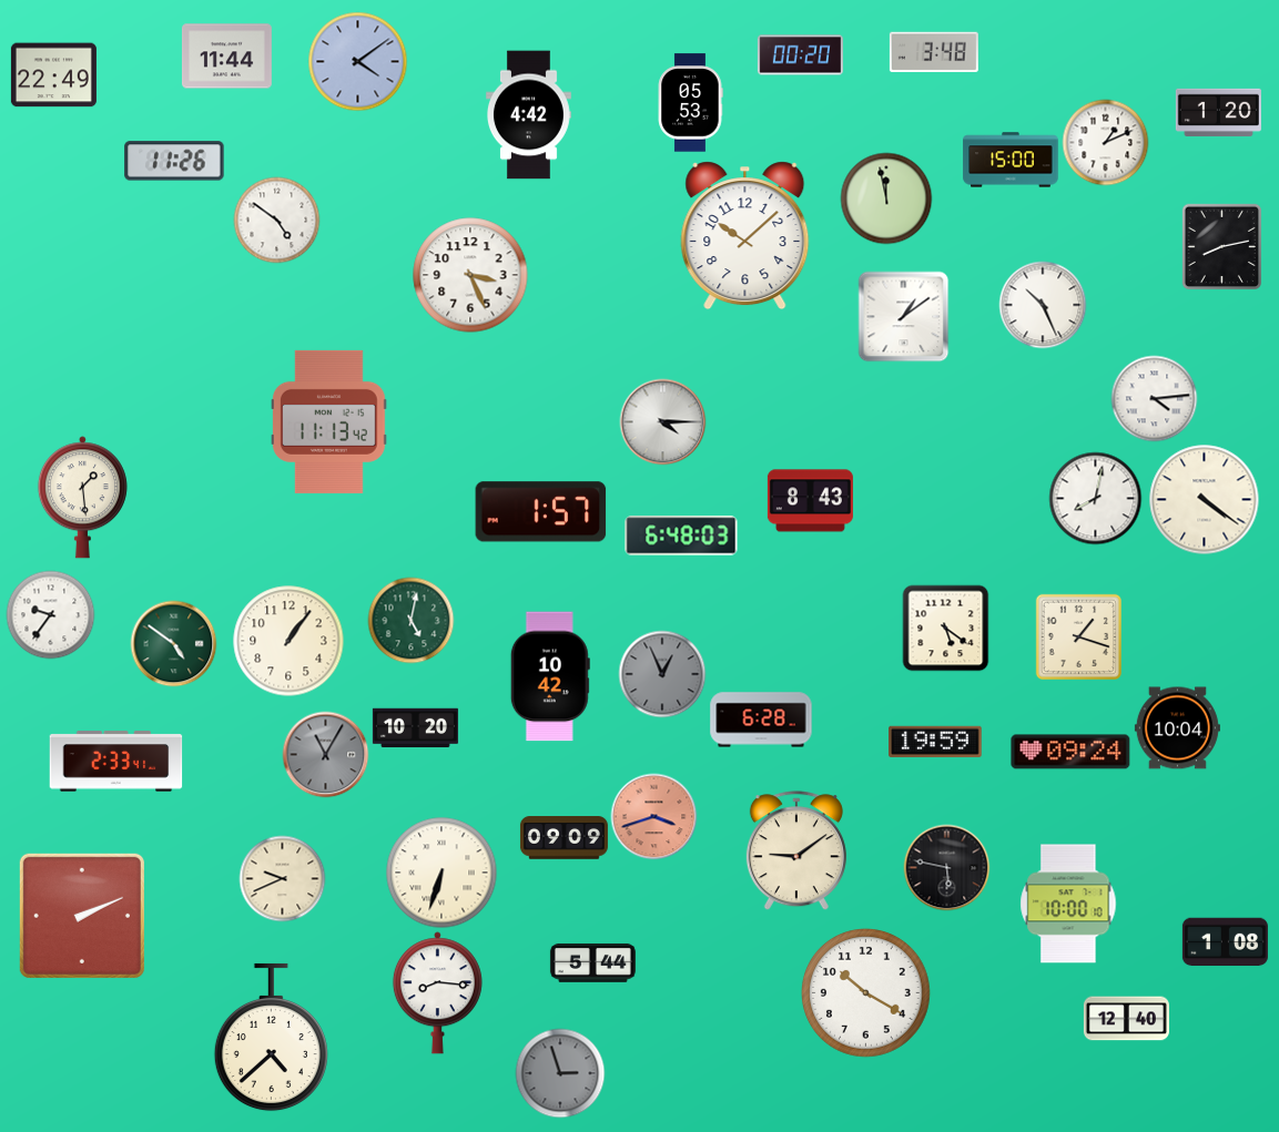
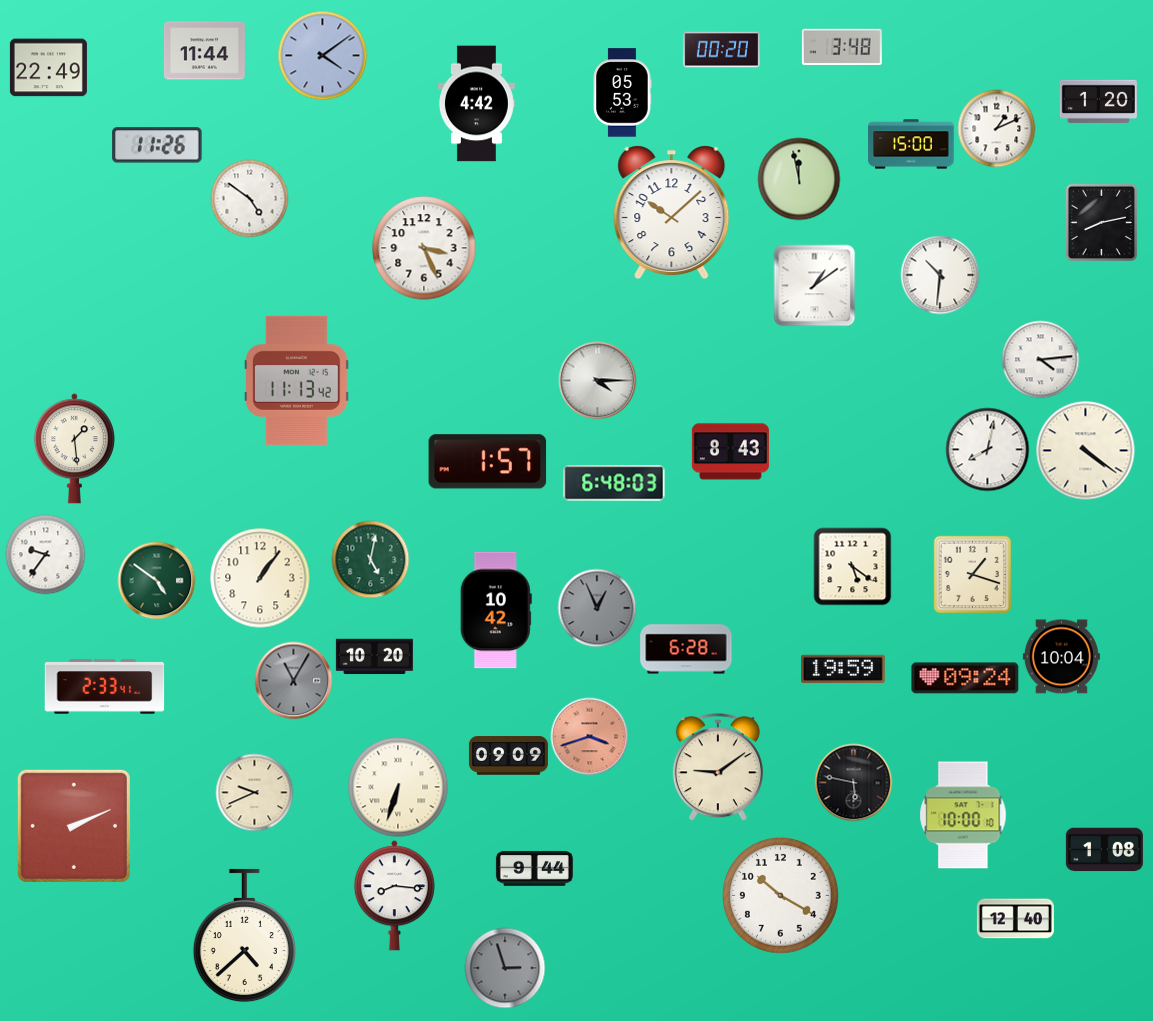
clock at (1043, 305): 10:26 -> 10:31
clock at (592, 962): 5:44 -> 9:44
